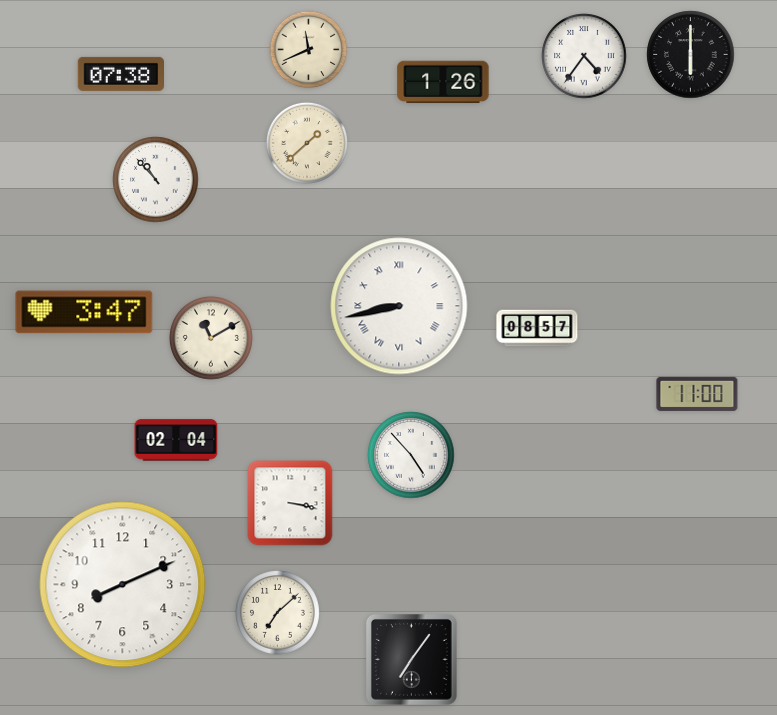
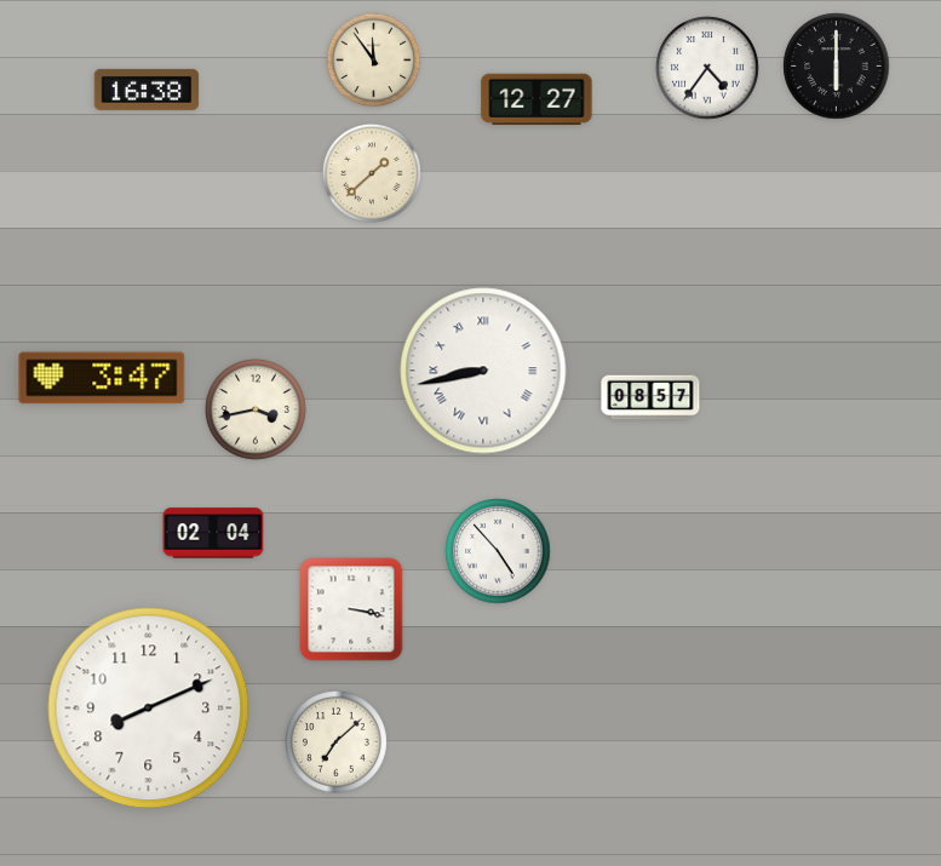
clock at (309, 50): 11:41 -> 11:54
clock at (121, 74): 07:38 -> 16:38
clock at (443, 82): 1:26 -> 12:27
clock at (156, 180): 10:53 -> none
clock at (211, 338): 11:10 -> 3:43
clock at (697, 394): 11:00 -> none
clock at (412, 660): 7:06 -> none
